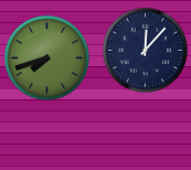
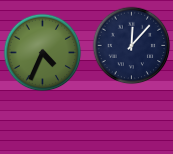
clock at (46, 57): 7:42 -> 4:34
